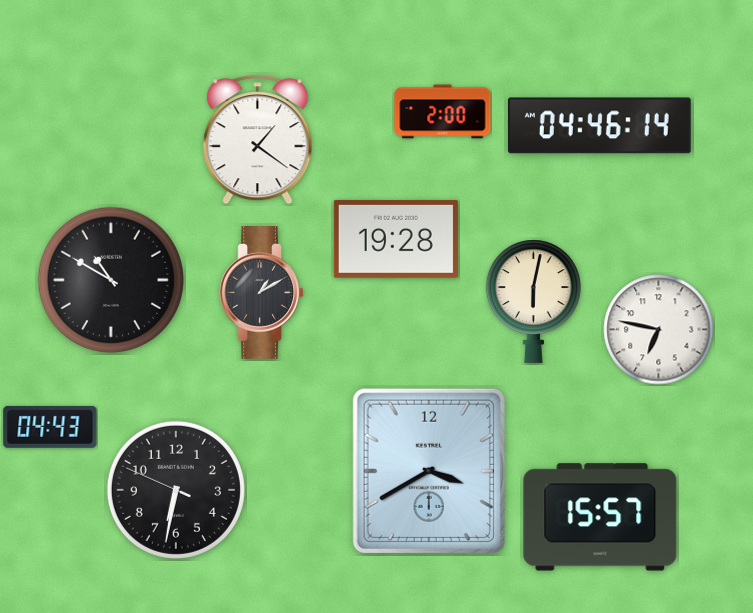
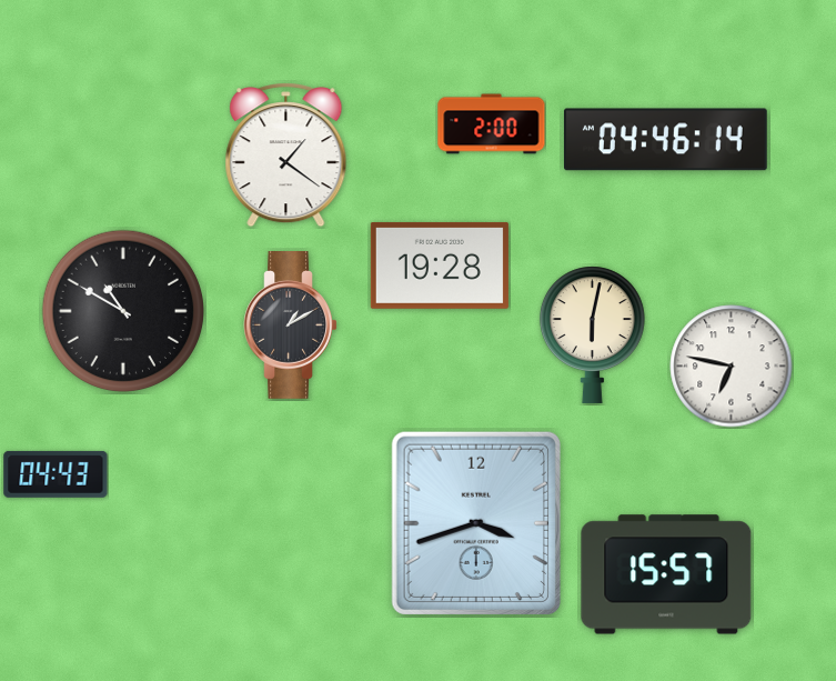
clock at (429, 471): 3:40 -> 3:42
clock at (176, 490): 6:31 -> none
